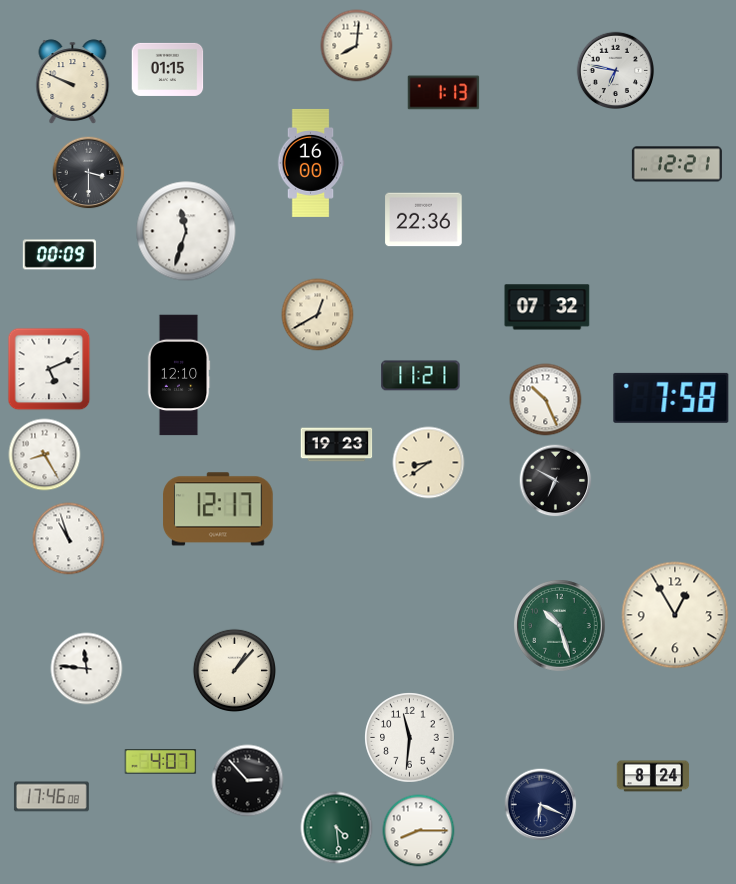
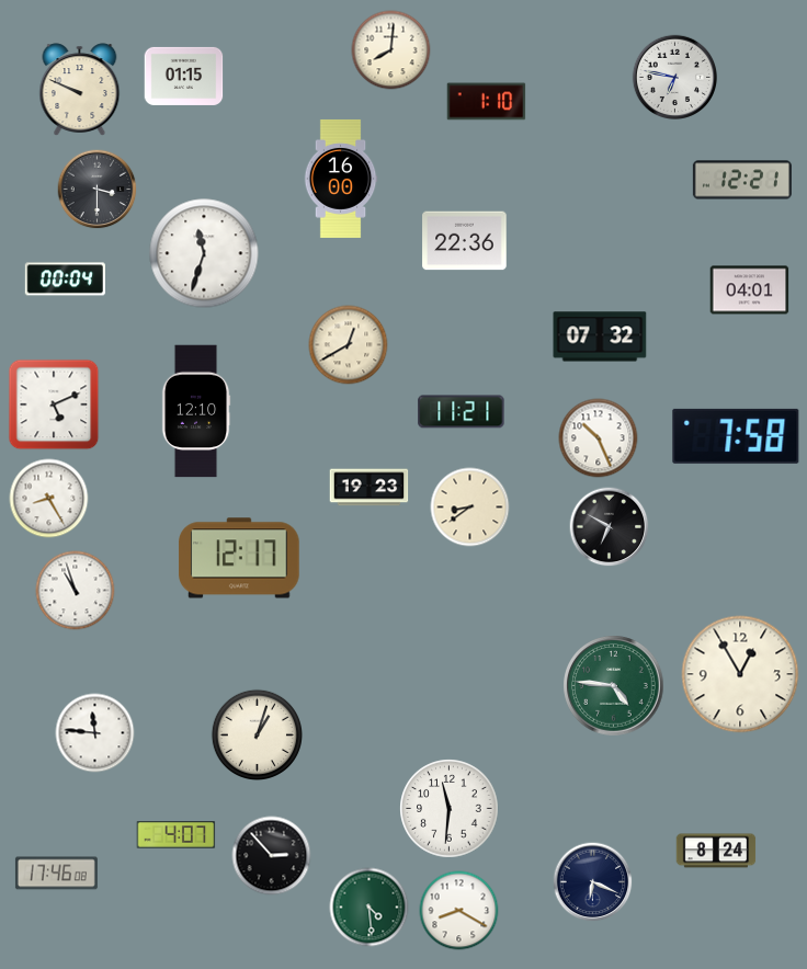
clock at (444, 93): 1:13 -> 1:10
clock at (59, 255): 00:09 -> 00:04
clock at (750, 290): none -> 04:01
clock at (560, 626): 10:27 -> 4:46
clock at (234, 670): 1:07 -> 1:03
clock at (419, 831): 8:15 -> 8:20
